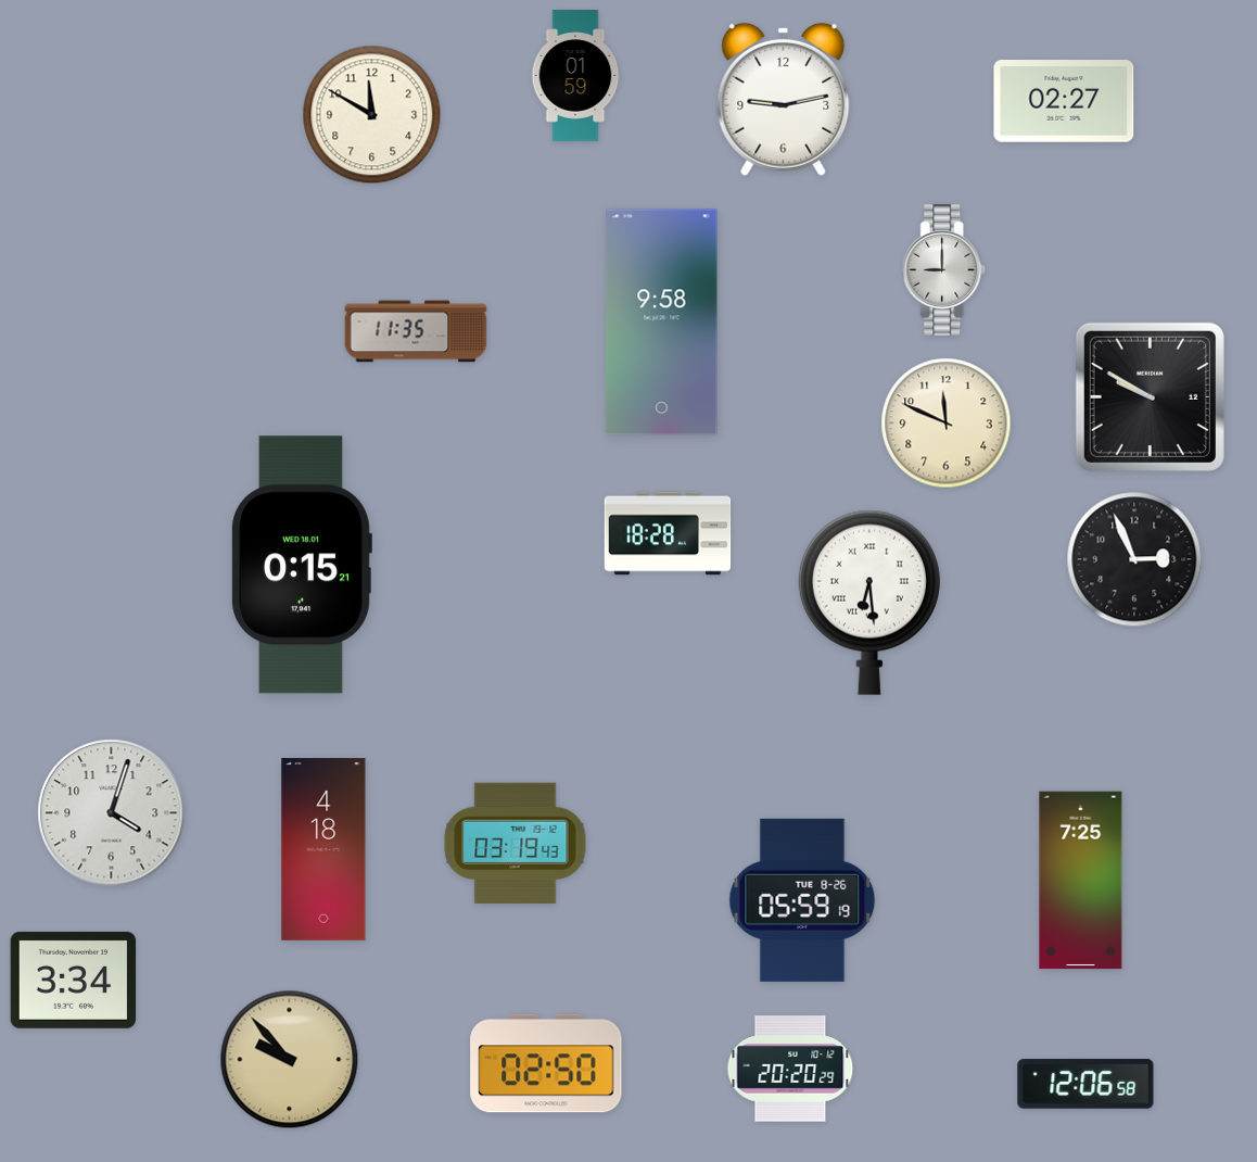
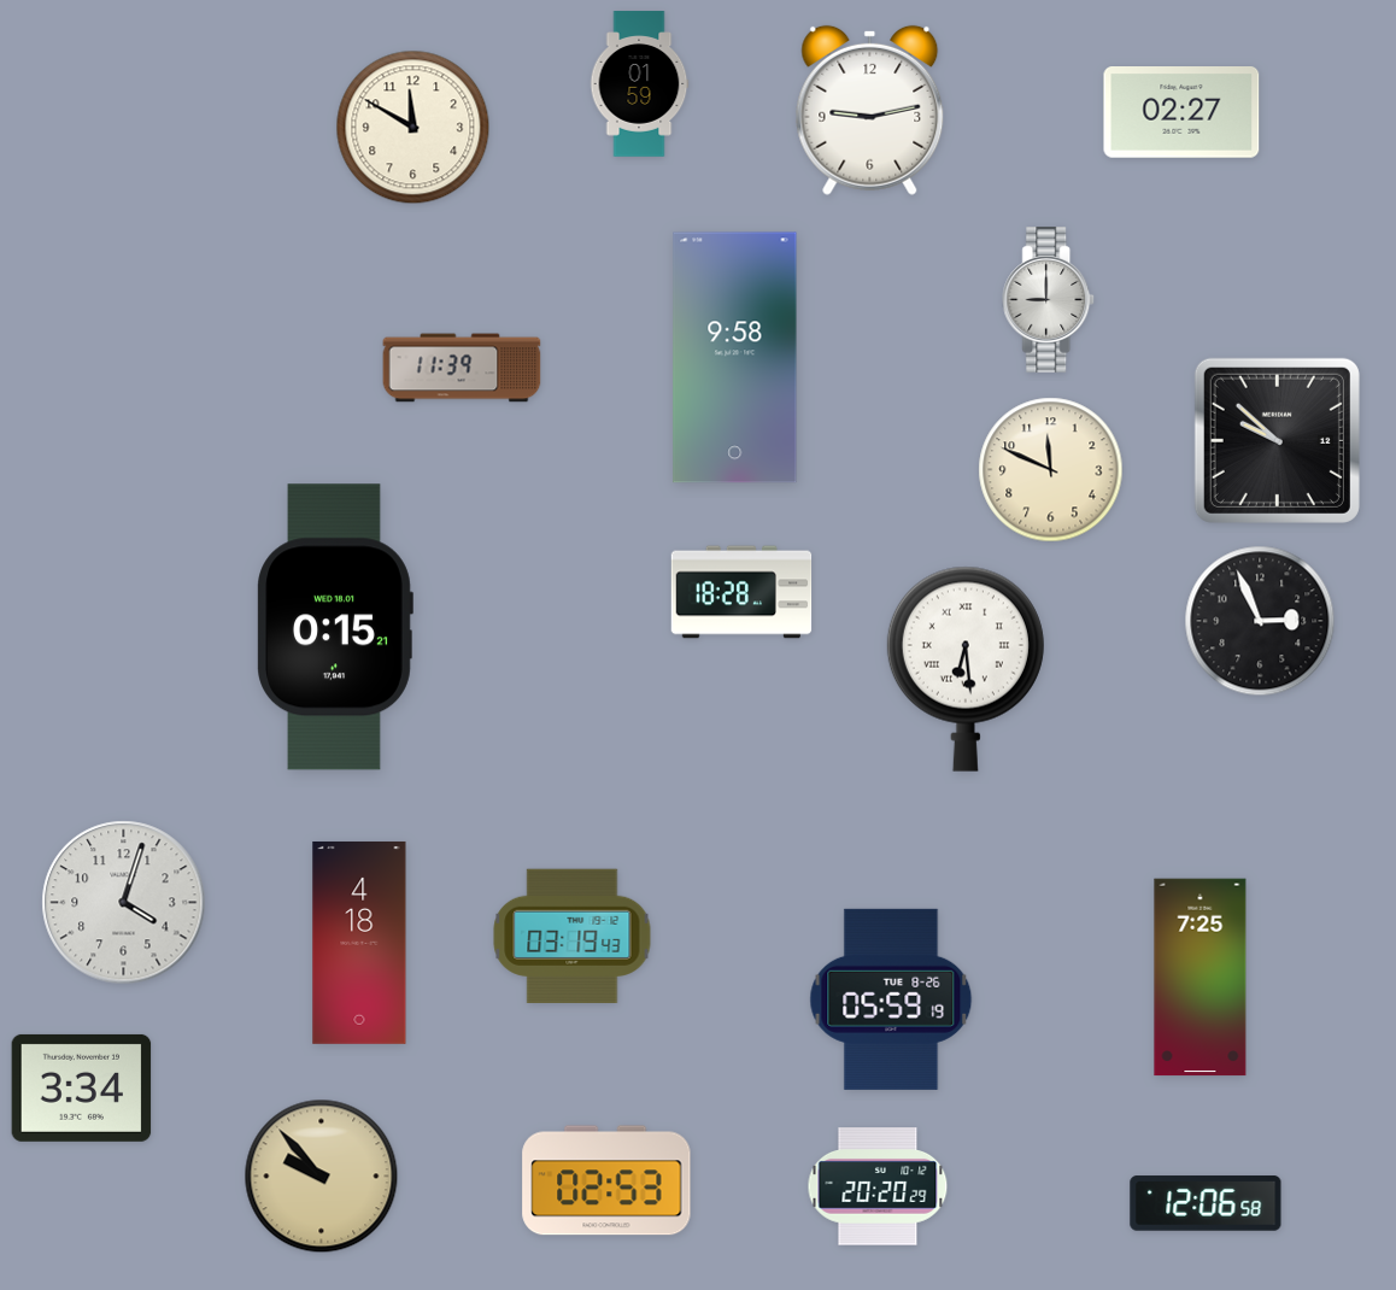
clock at (416, 331): 11:35 -> 11:39
clock at (1150, 396): 9:50 -> 9:52
clock at (546, 1063): 02:50 -> 02:53
